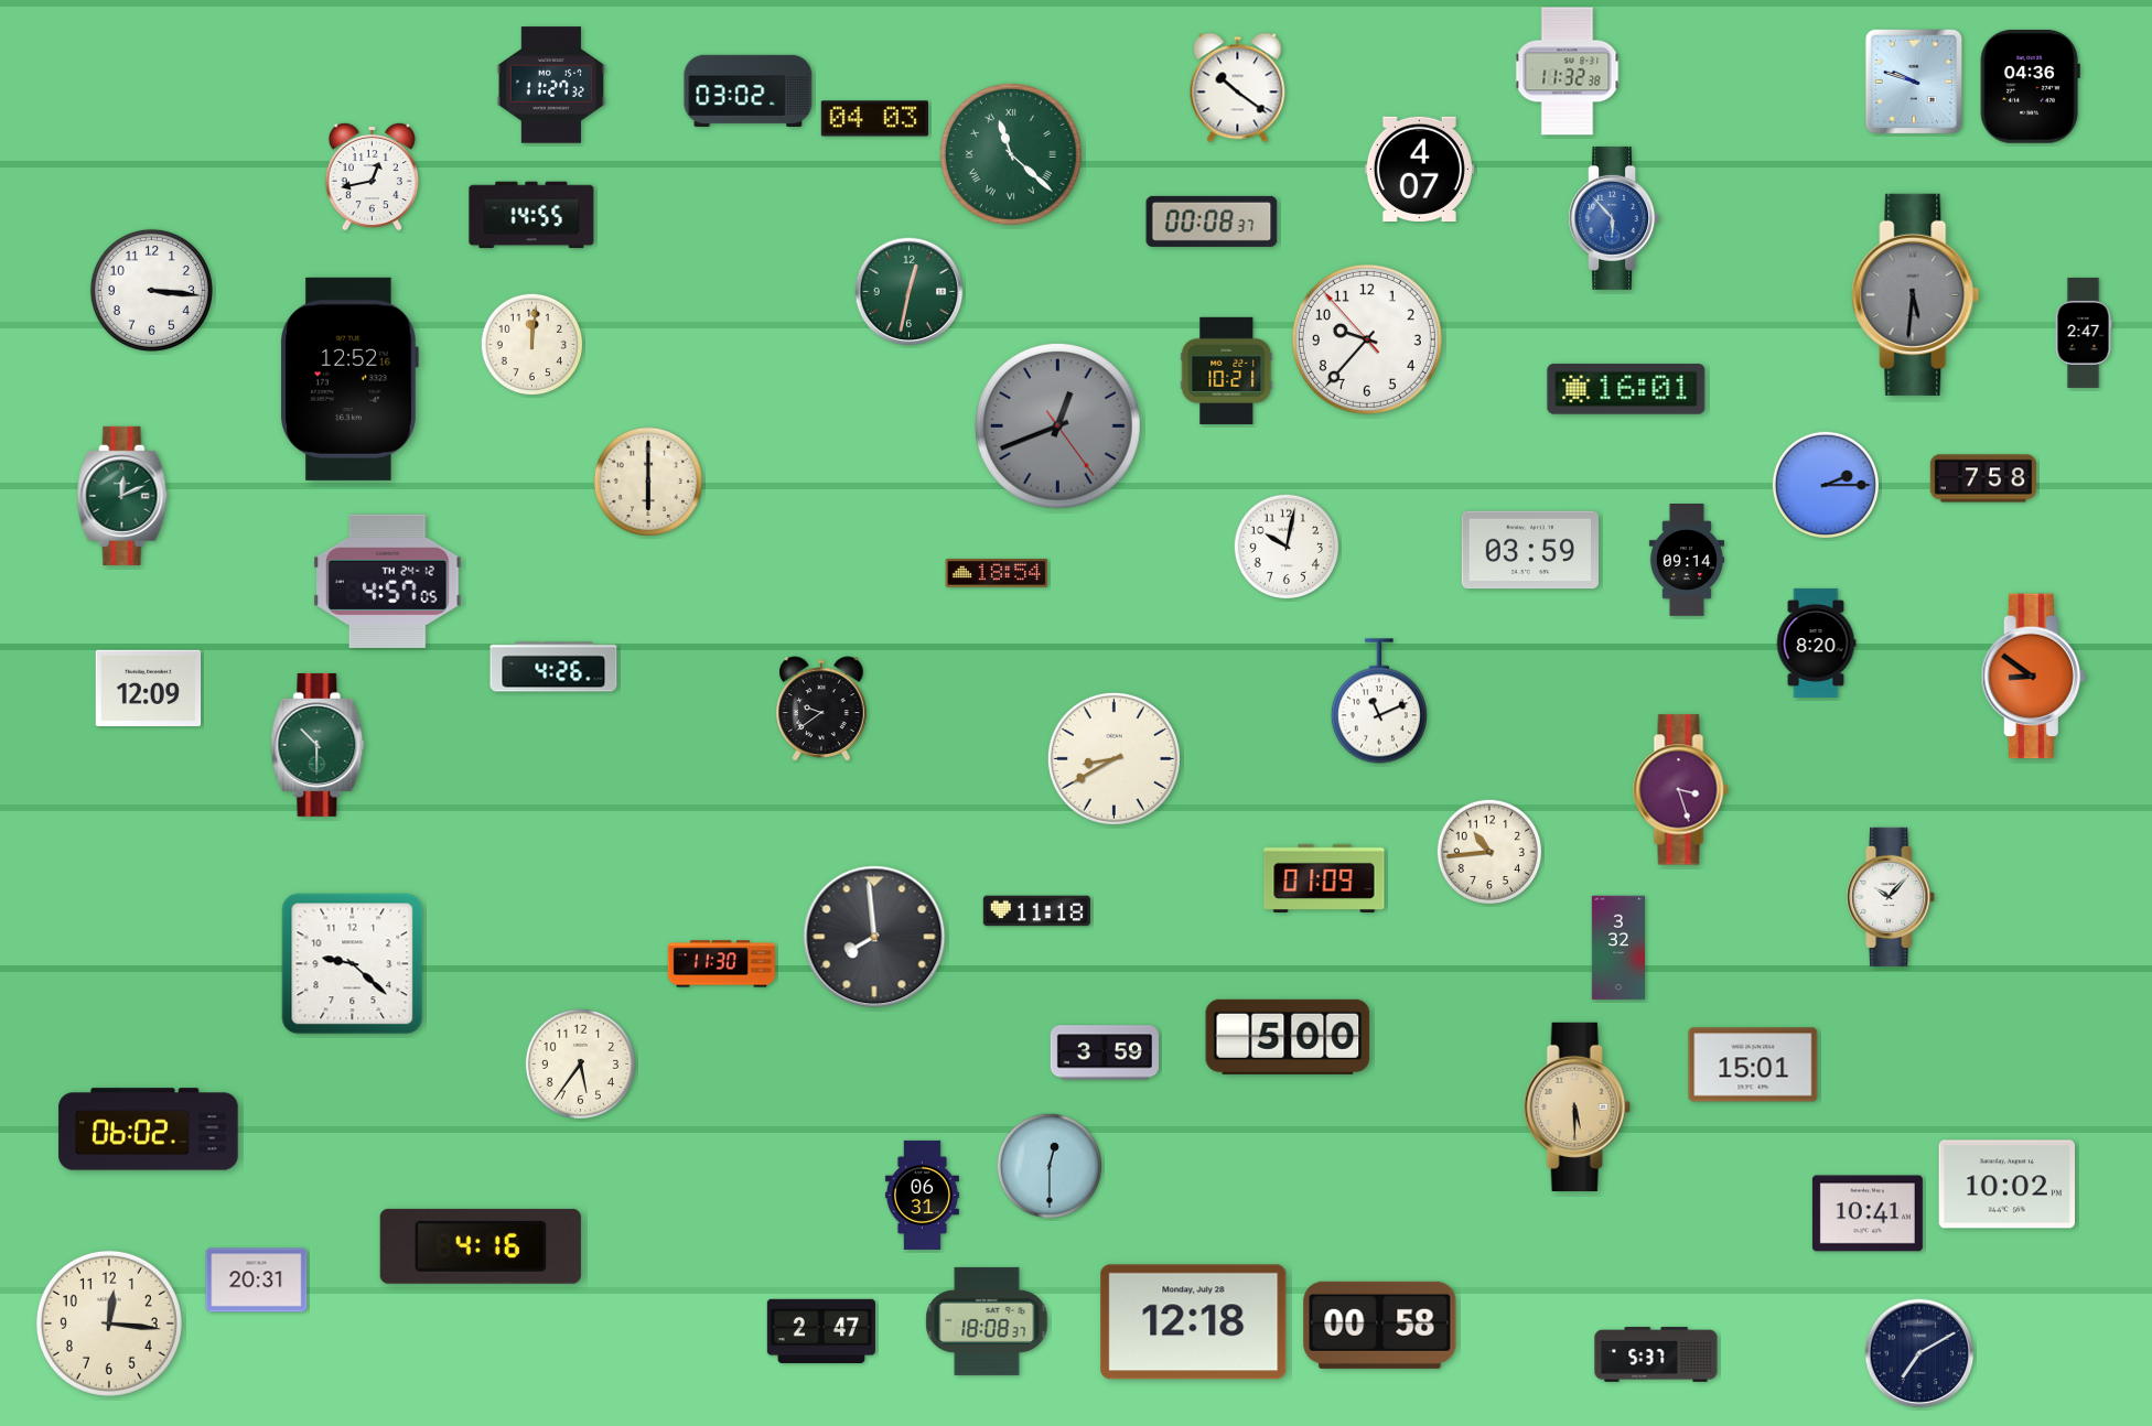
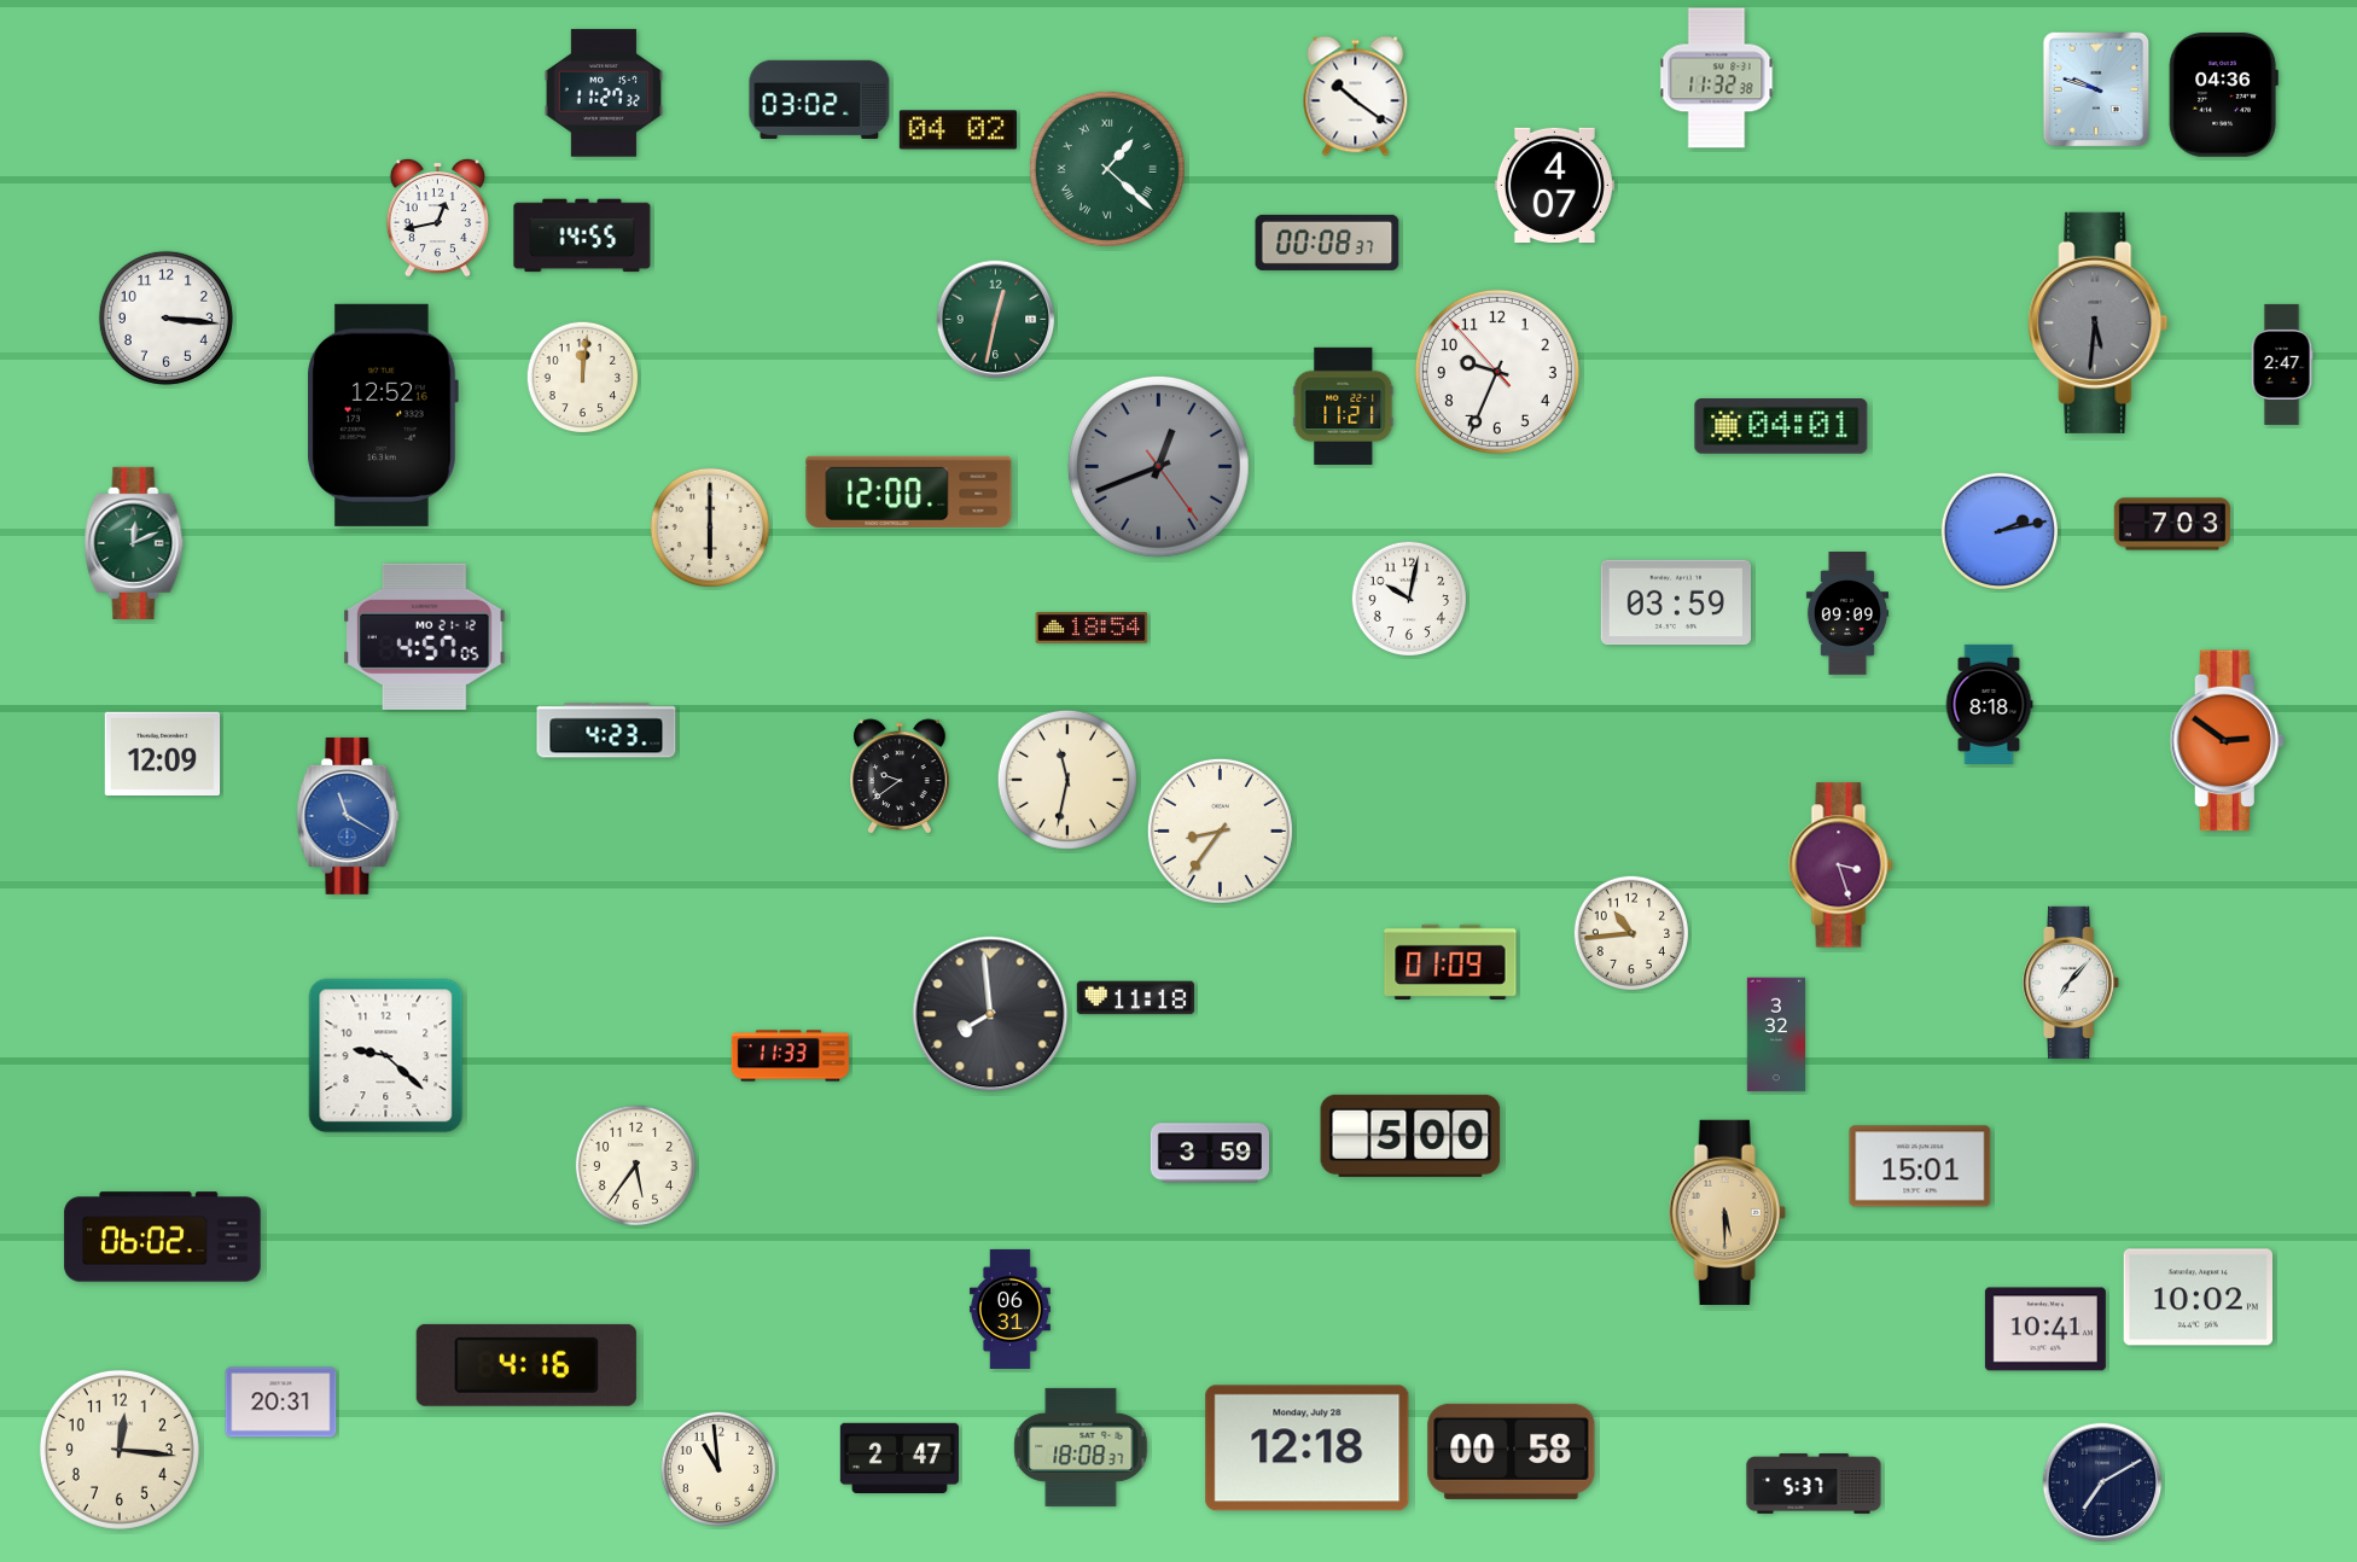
clock at (874, 119): 04:03 -> 04:02
clock at (1011, 154): 11:22 -> 1:22
clock at (372, 176) position: (372, 176) -> (437, 217)
clock at (1614, 218): 5:53 -> none
clock at (1367, 339): 9:36 -> 9:33
clock at (1227, 370): 10:21 -> 11:21
clock at (1626, 390): 16:01 -> 04:01
clock at (909, 491): none -> 12:00
clock at (1983, 478): 7:58 -> 7:03
clock at (1825, 484): 2:15 -> 2:13
clock at (1687, 561): 09:14 -> 09:09
clock at (388, 581) date: TH 24-12 -> MO 21-12
clock at (1816, 642): 8:20 -> 8:18
clock at (553, 667): 4:26 -> 4:23
clock at (2033, 677): 8:51 -> 2:51
clock at (1379, 701): 11:11 -> none
clock at (1067, 780): none -> 11:32
clock at (318, 745): 10:30 -> 11:20
clock at (318, 745) dial: green -> blue
clock at (1113, 758): 8:40 -> 8:36
clock at (1892, 897): 10:07 -> 7:07
clock at (874, 937) position: (874, 937) -> (990, 1014)
clock at (1617, 948) position: (1617, 948) -> (1775, 1034)
clock at (721, 964): 11:30 -> 11:33
clock at (1050, 1166): 12:30 -> none
clock at (718, 1469): none -> 10:59
